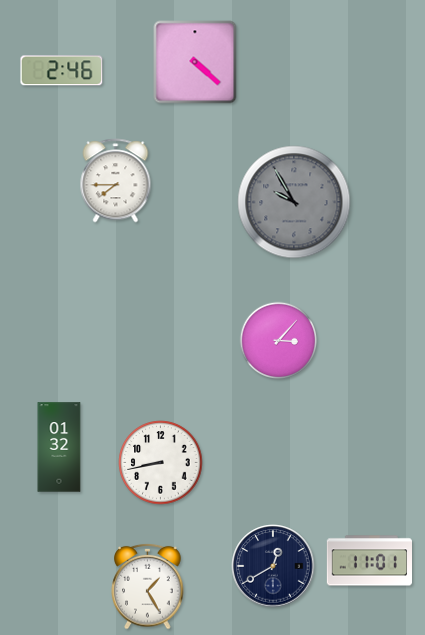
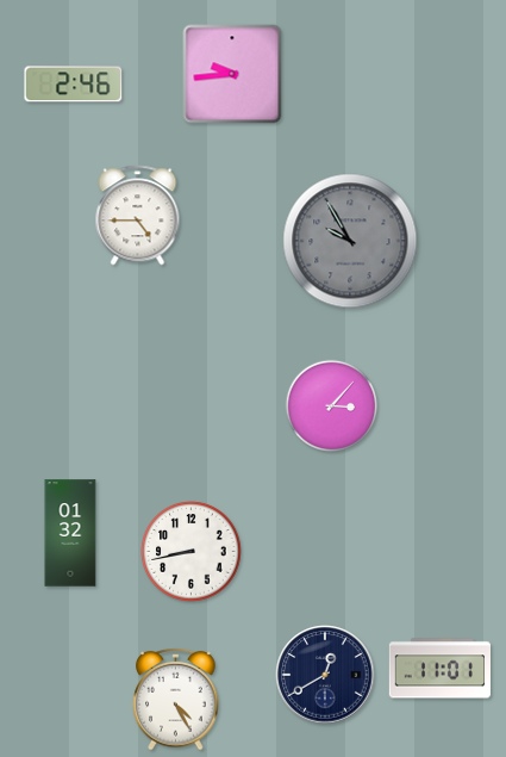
clock at (195, 62): 4:22 -> 9:44
clock at (116, 181): 7:45 -> 4:45
clock at (148, 586): 1:25 -> 4:25
